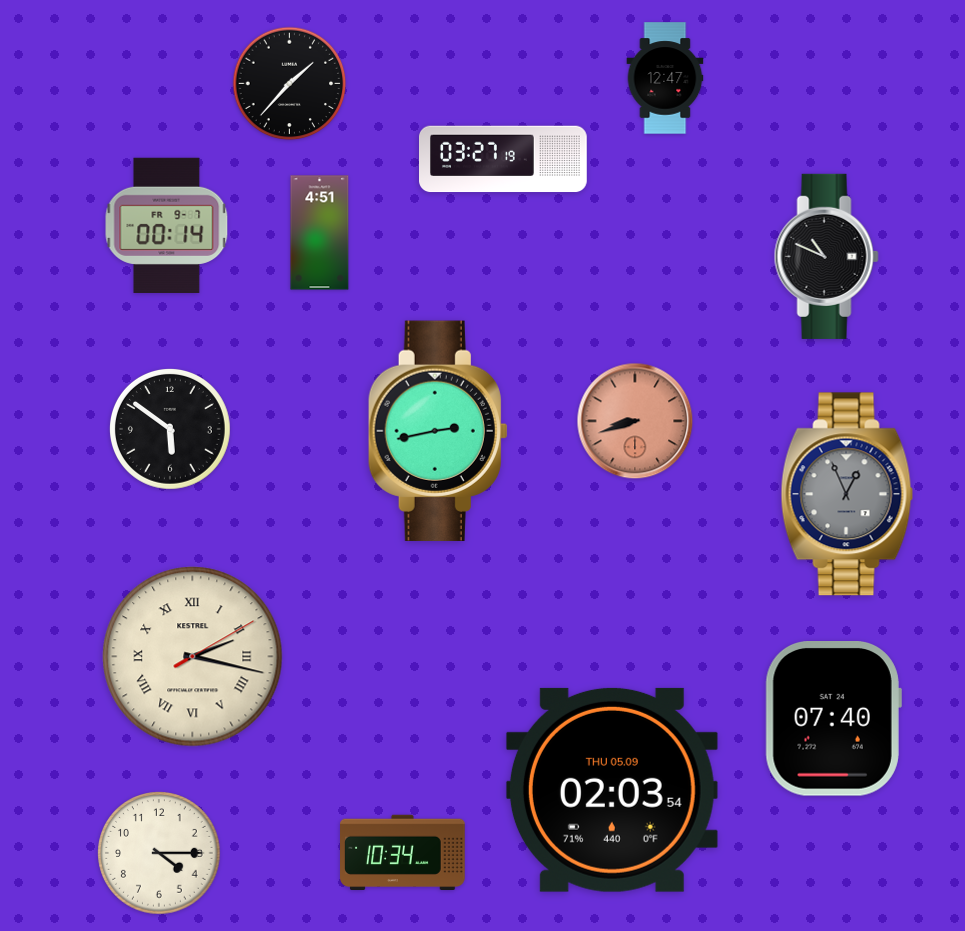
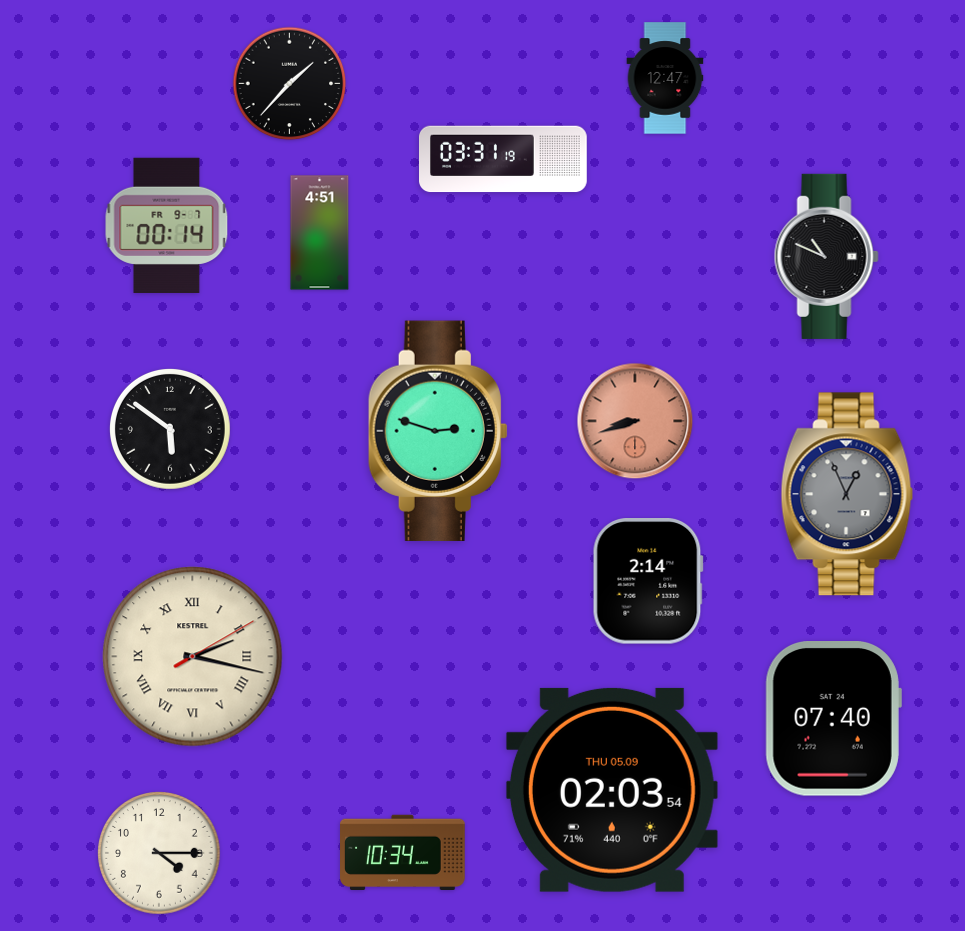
clock at (504, 159): 03:27 -> 03:31
clock at (438, 430): 2:43 -> 2:48
clock at (648, 581): none -> 2:14
